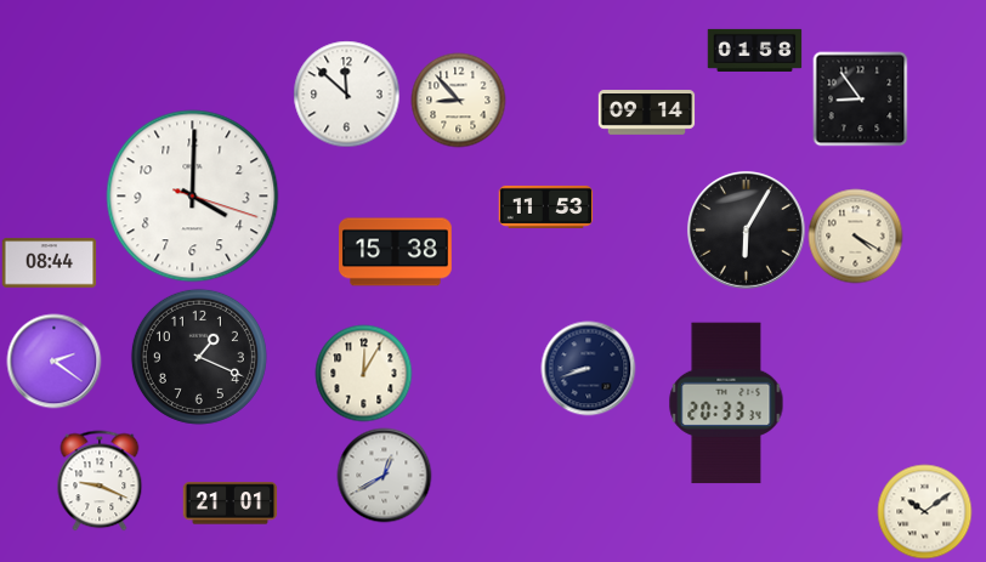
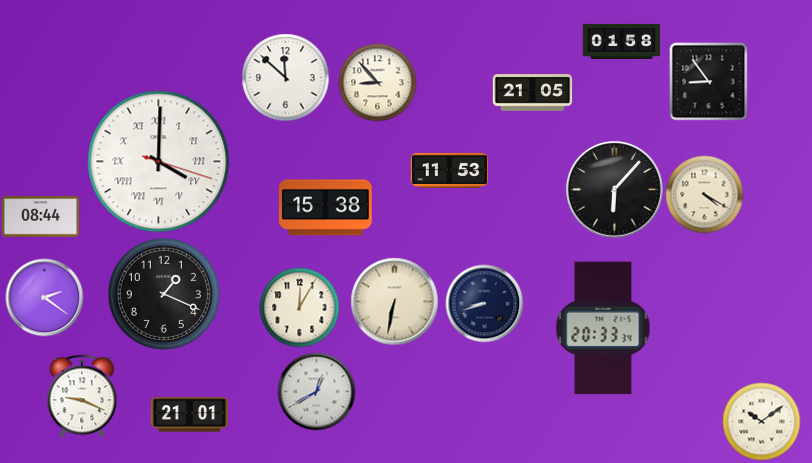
clock at (646, 113): 09:14 -> 21:05
clock at (193, 197) numerals: Arabic -> Roman
clock at (746, 229): 6:05 -> 6:07
clock at (394, 301): none -> 6:32
clock at (726, 403) position: (726, 403) -> (603, 328)
